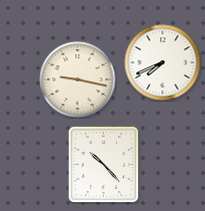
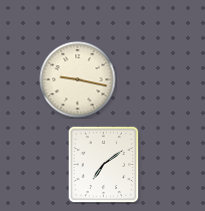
clock at (163, 63): 7:41 -> none
clock at (104, 164): 10:23 -> 7:09
